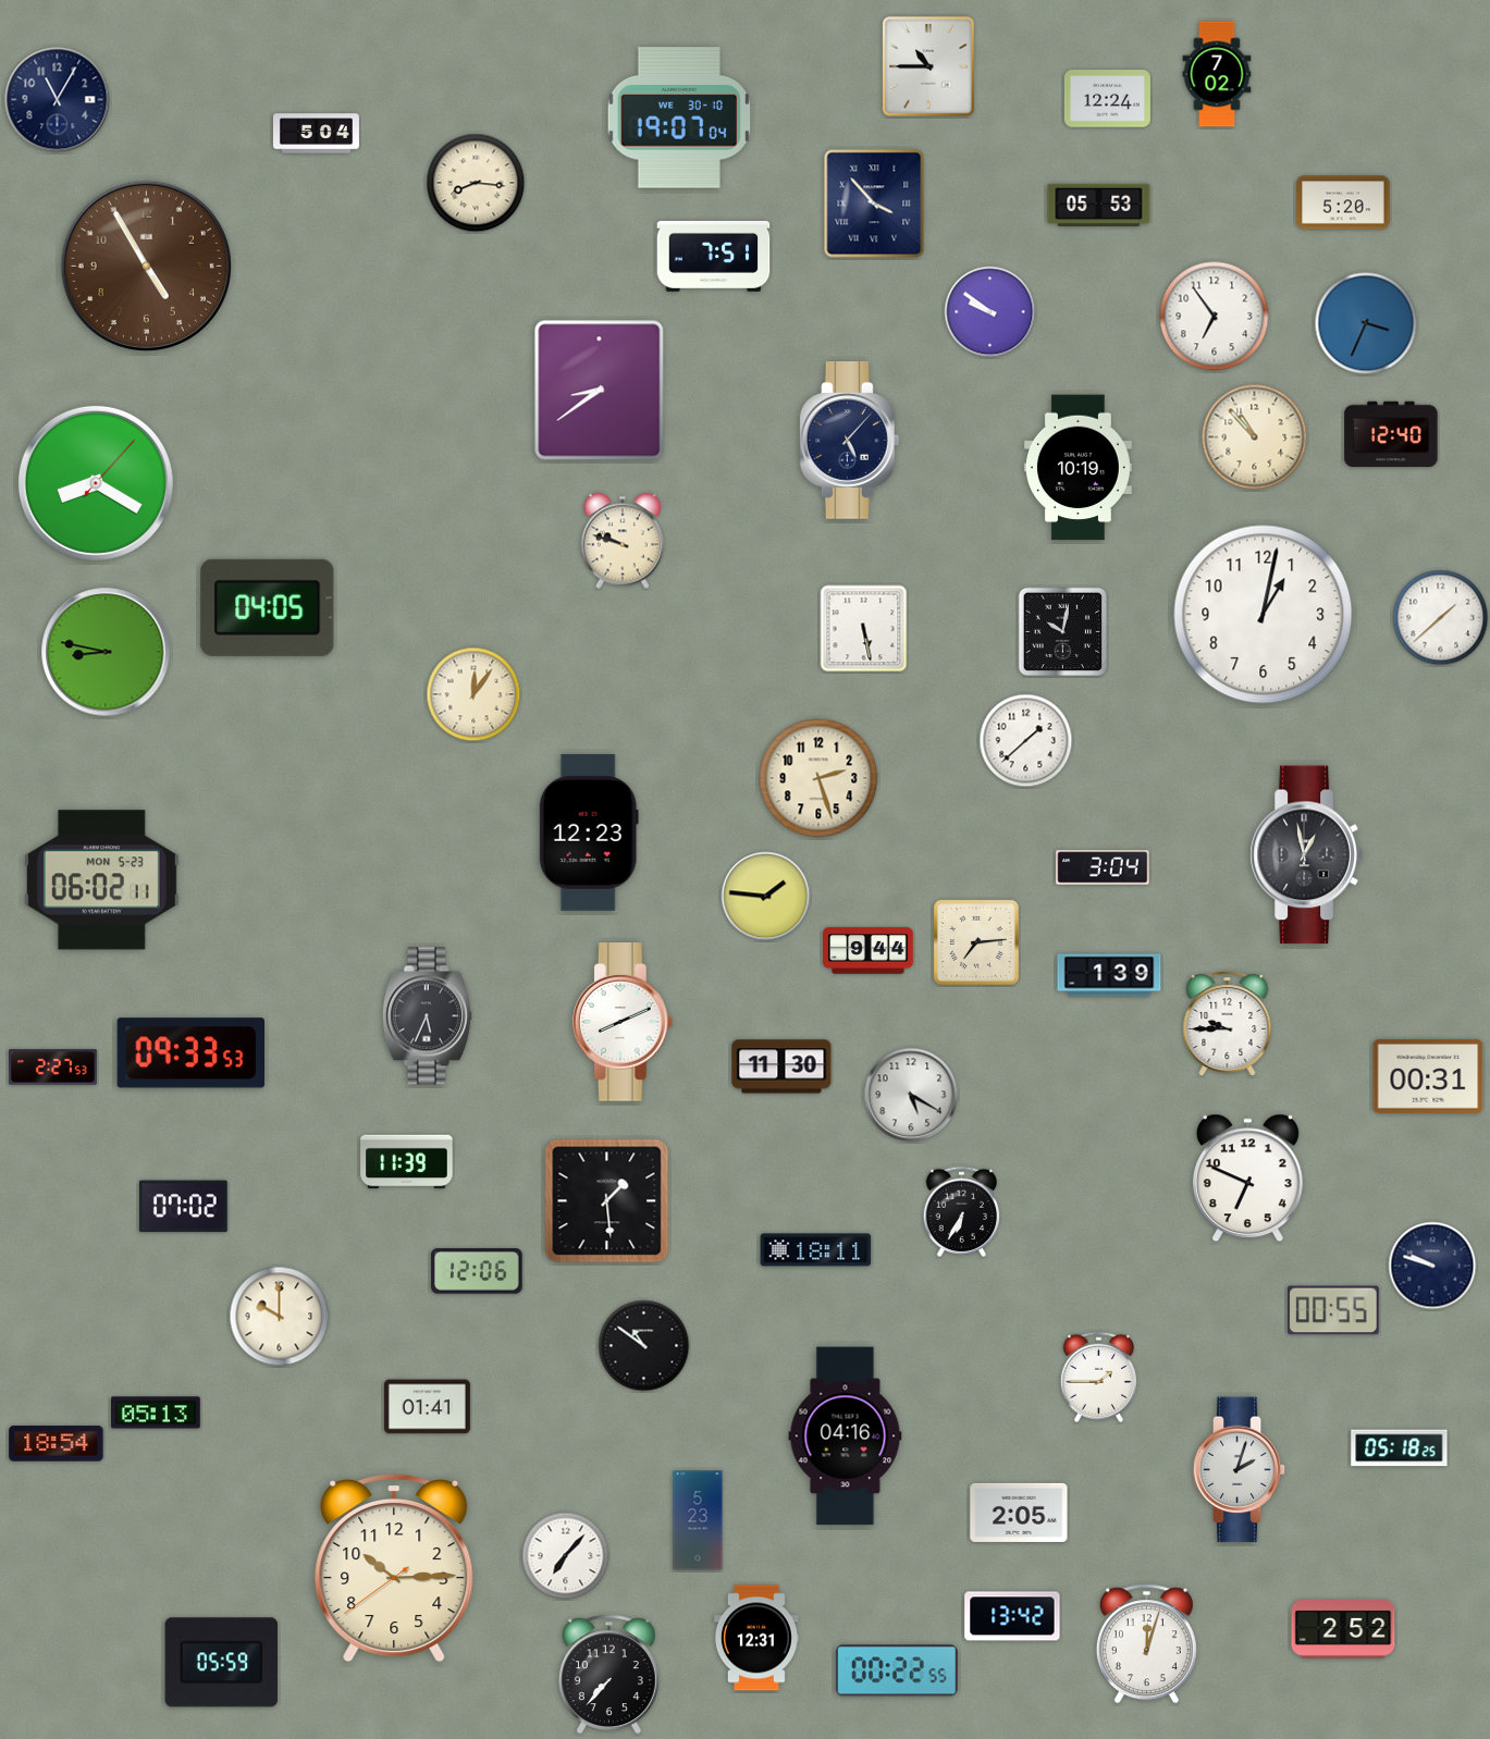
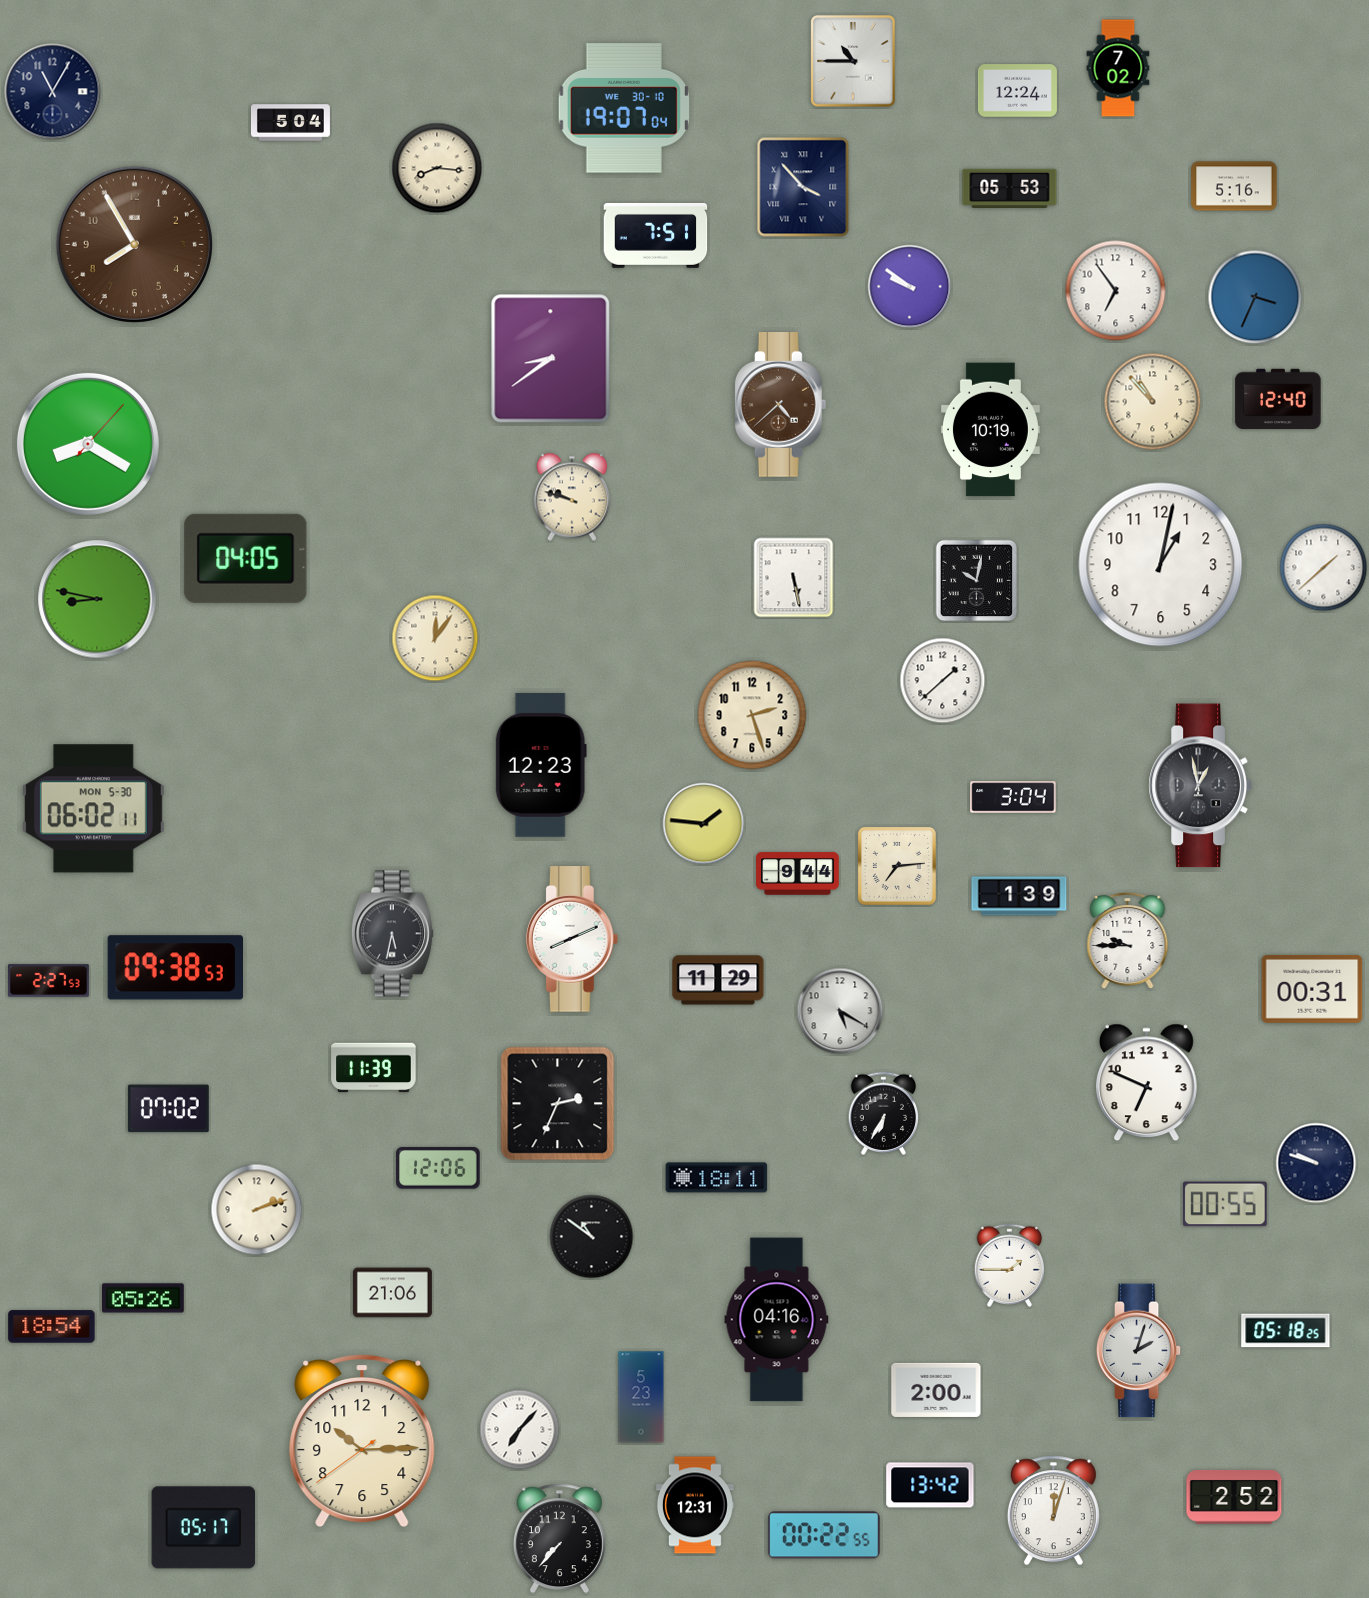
clock at (1343, 202): 5:20 -> 5:16
clock at (146, 266): 4:55 -> 7:55
clock at (849, 441): 5:07 -> 4:38
clock at (849, 441) dial: navy -> brown
clock at (101, 880) date: MON 5-23 -> MON 5-30
clock at (427, 1016): 5:34 -> 5:32
clock at (190, 1053): 09:33 -> 09:38
clock at (781, 1066): 11:30 -> 11:29
clock at (911, 1095) position: (911, 1095) -> (840, 1011)
clock at (607, 1201): 1:29 -> 2:34
clock at (816, 1250) position: (816, 1250) -> (717, 1178)
clock at (280, 1317): 10:00 -> 2:12
clock at (427, 1407): 01:41 -> 21:06
clock at (157, 1413): 05:13 -> 05:26
clock at (1019, 1513): 2:05 -> 2:00
clock at (222, 1663): 05:59 -> 05:17
